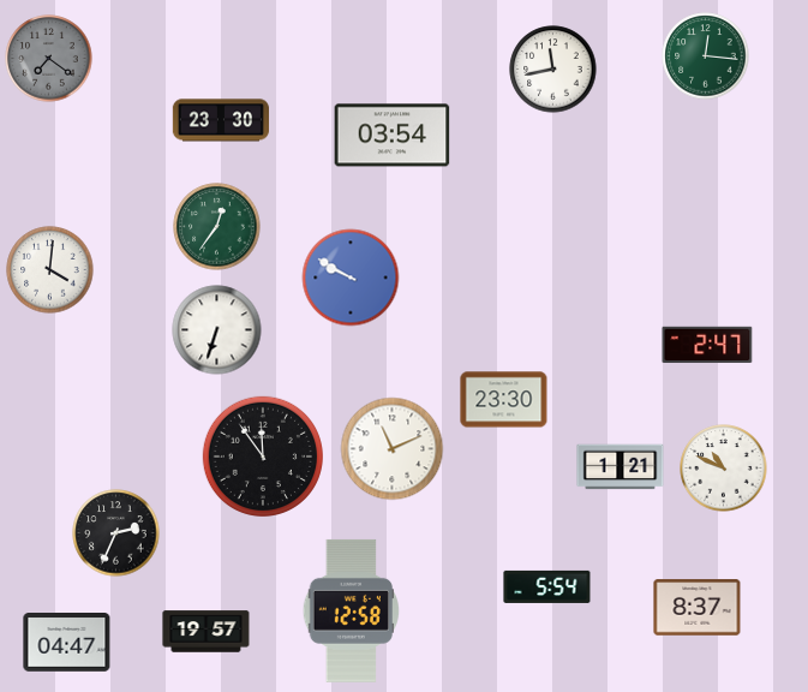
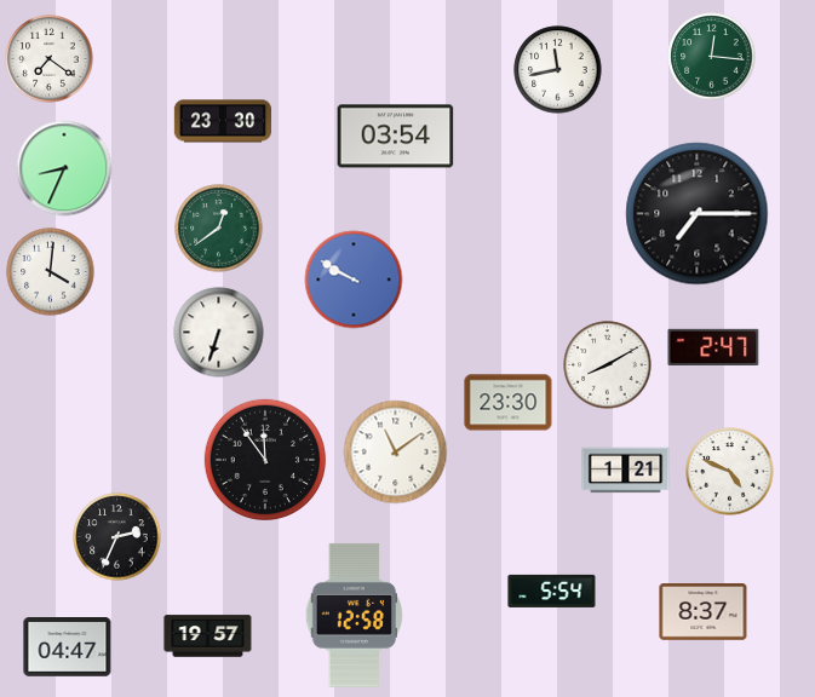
clock at (49, 59) dial: grey -> white
clock at (64, 168): none -> 8:34
clock at (698, 214): none -> 7:15
clock at (217, 227): 12:36 -> 12:39
clock at (608, 365): none -> 8:10
clock at (393, 449): 11:11 -> 11:09
clock at (724, 469): 10:49 -> 4:49
